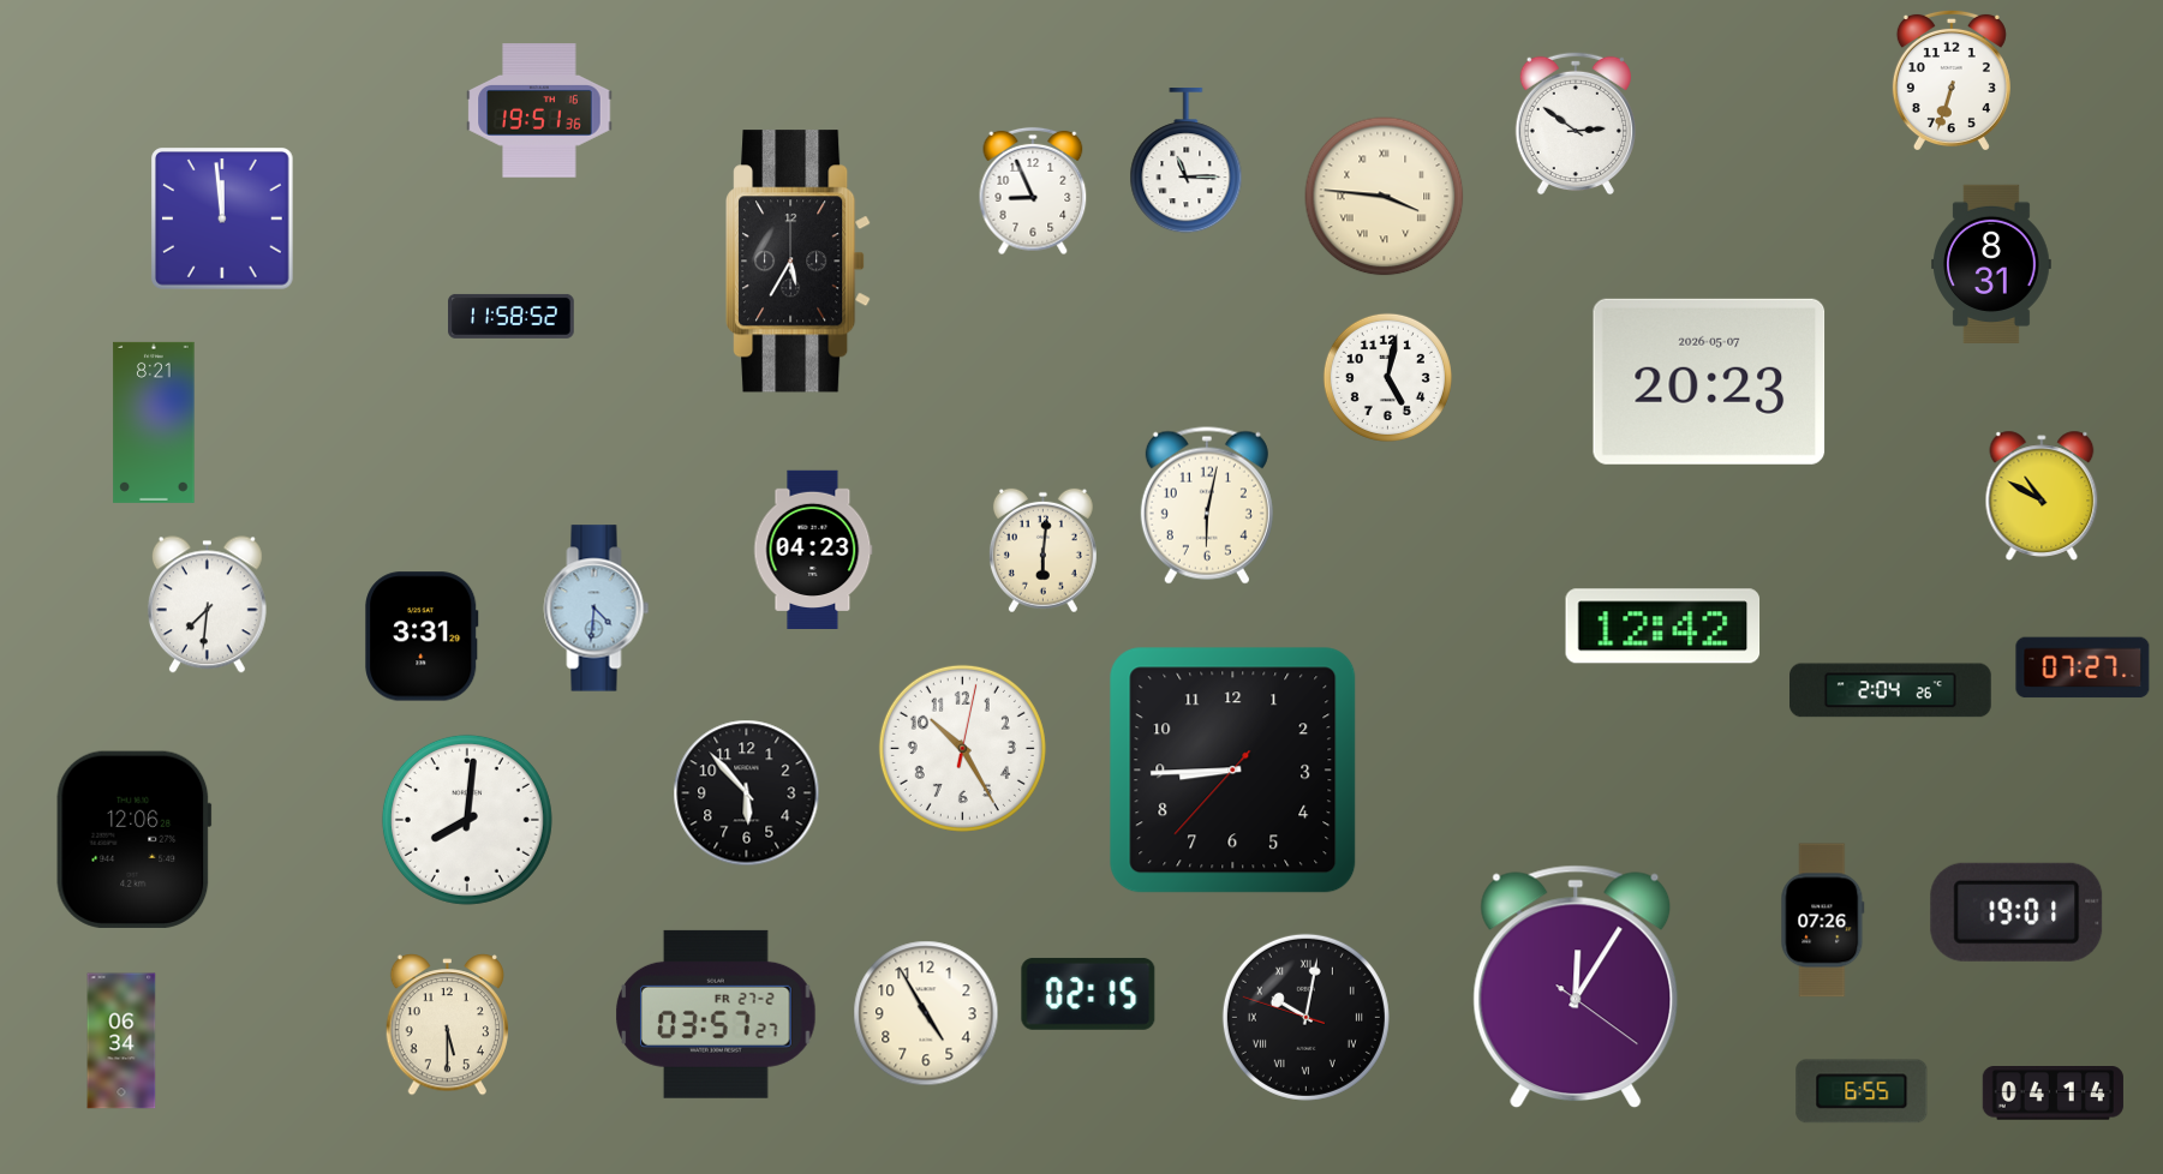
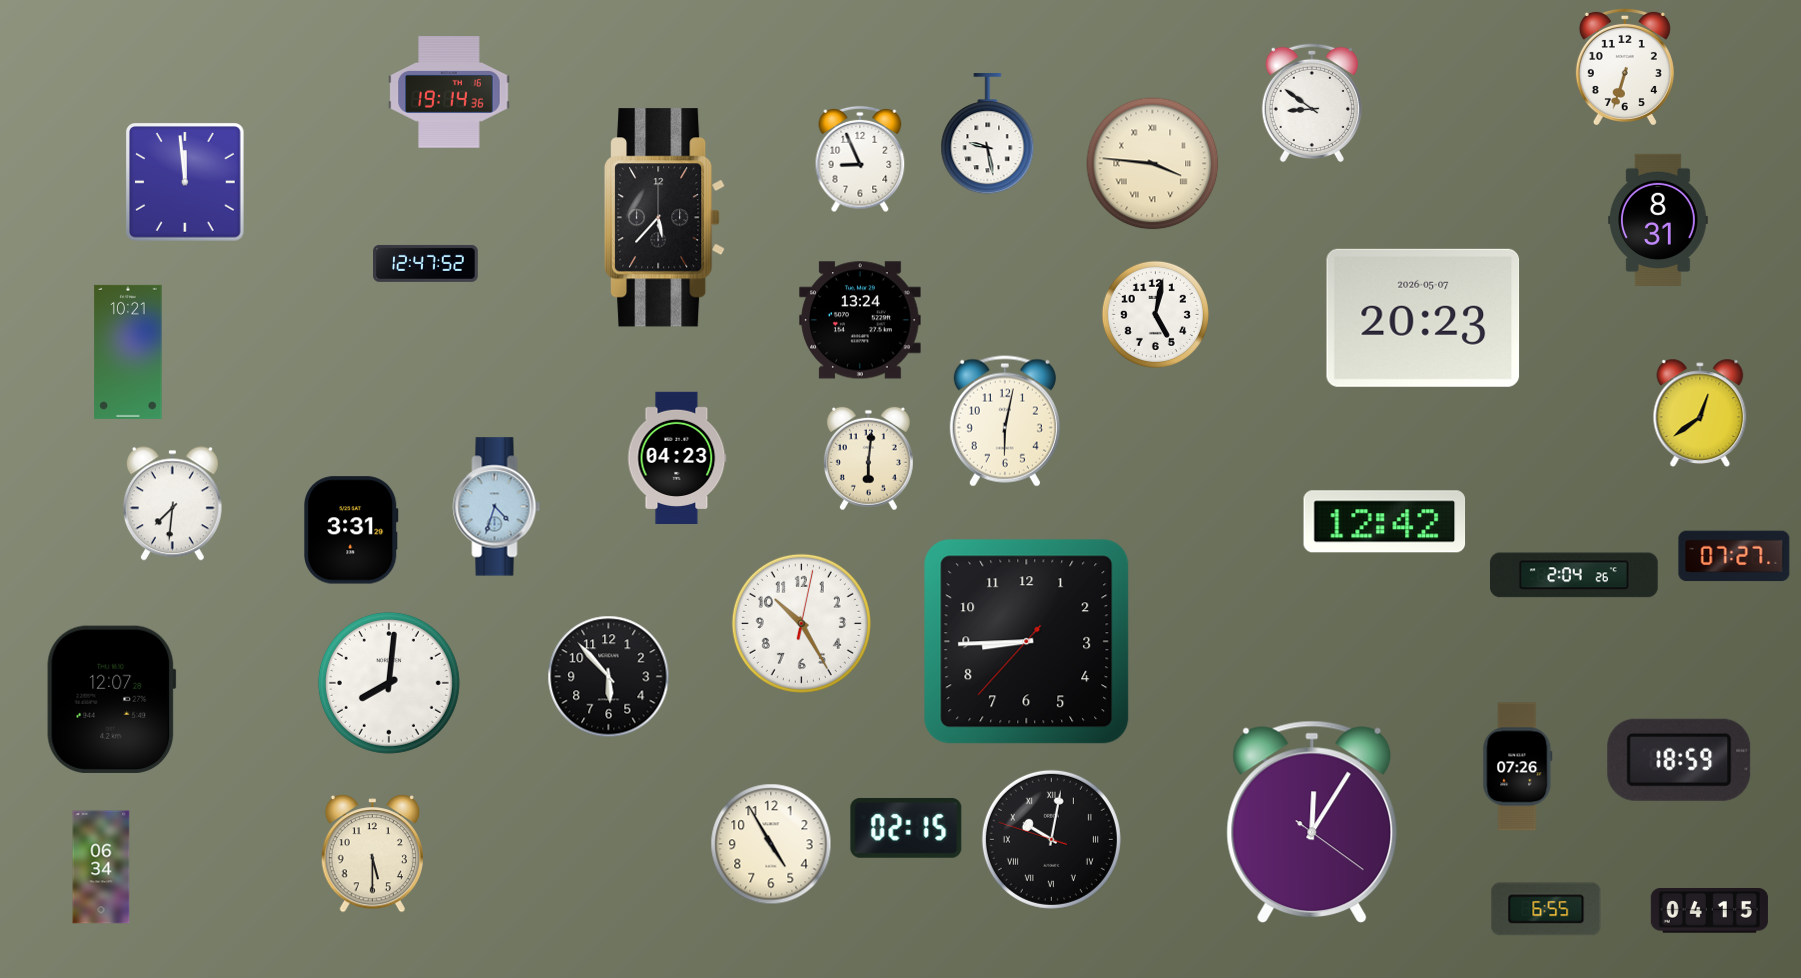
clock at (539, 110): 19:51 -> 19:14
clock at (1576, 124): 2:51 -> 8:51
clock at (1187, 161): 11:15 -> 9:28
clock at (799, 262): 5:35 -> 5:37
clock at (512, 316): 11:58 -> 12:47
clock at (860, 320): none -> 13:24
clock at (154, 423): 8:21 -> 10:21
clock at (2042, 496): 10:50 -> 12:39
clock at (597, 609): 4:31 -> 4:33
clock at (747, 793) position: (747, 793) -> (609, 677)
clock at (135, 839): 12:06 -> 12:07
clock at (2016, 912): 19:01 -> 18:59
clock at (716, 1014): 03:57 -> none
clock at (1305, 1017) position: (1305, 1017) -> (1051, 839)
clock at (1862, 1091) position: (1862, 1091) -> (1546, 909)
clock at (2053, 1094): 04:14 -> 04:15
